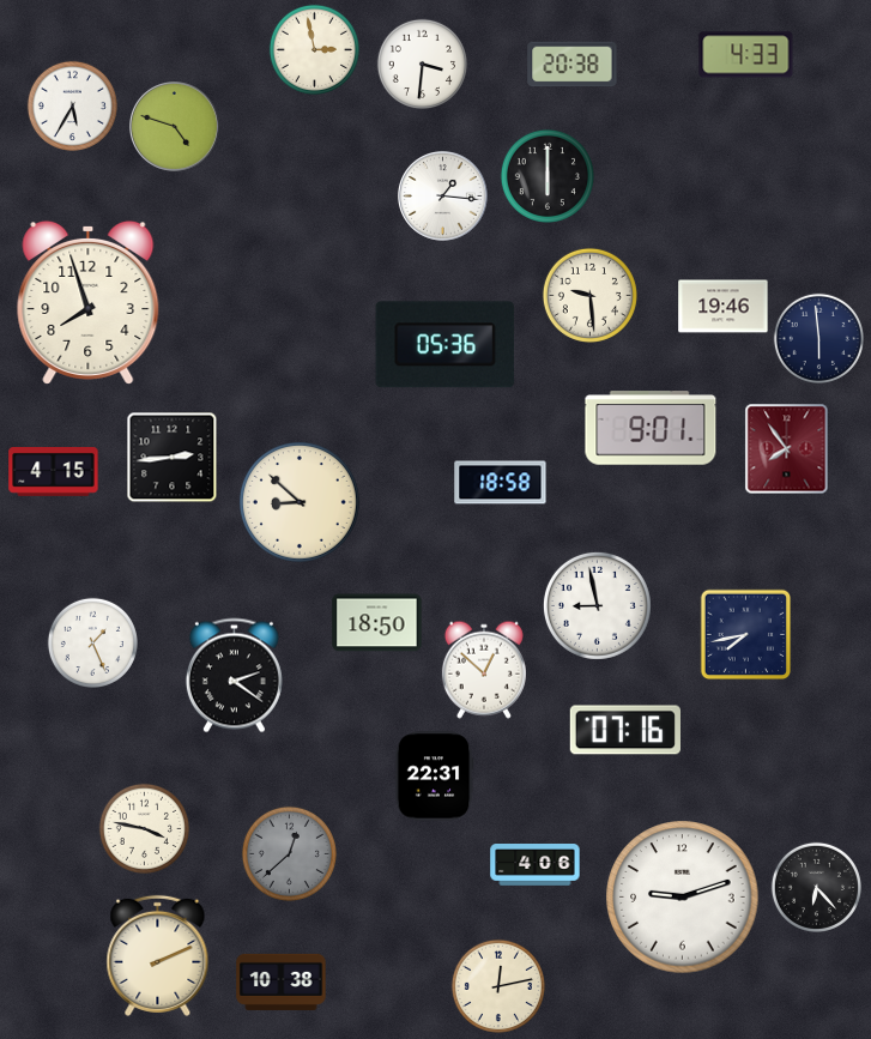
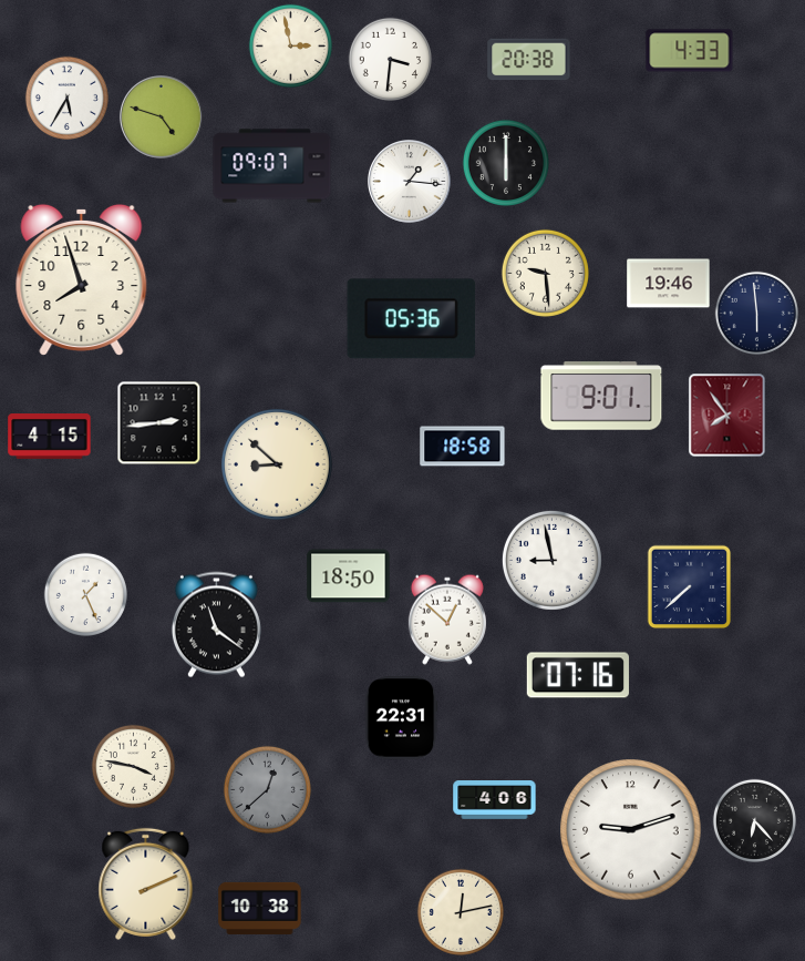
clock at (272, 166): none -> 09:07
clock at (746, 635): 7:43 -> 7:38
clock at (234, 676): 2:21 -> 11:21
